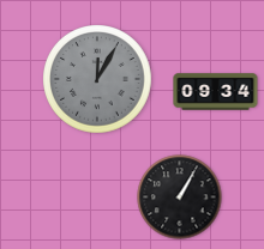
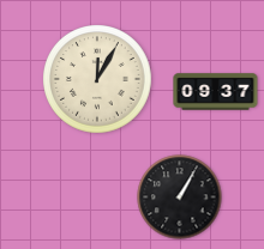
clock at (98, 80) dial: grey -> cream
clock at (216, 92): 09:34 -> 09:37
